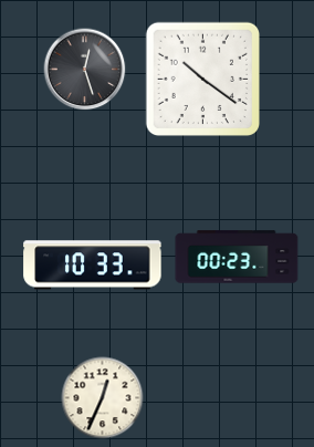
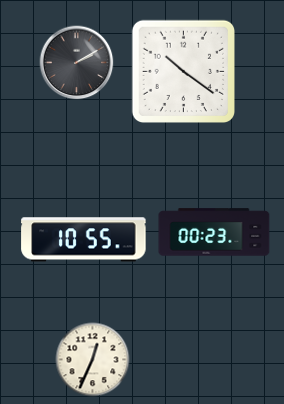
clock at (85, 70): 12:27 -> 2:10
clock at (93, 266): 10:33 -> 10:55
